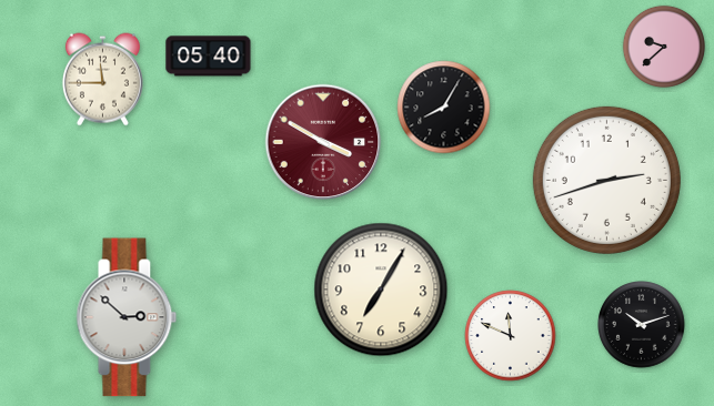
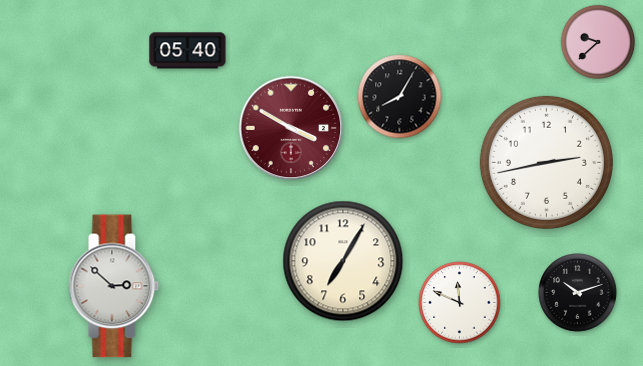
clock at (102, 80): 11:45 -> none
clock at (606, 180): 2:42 -> 2:43
